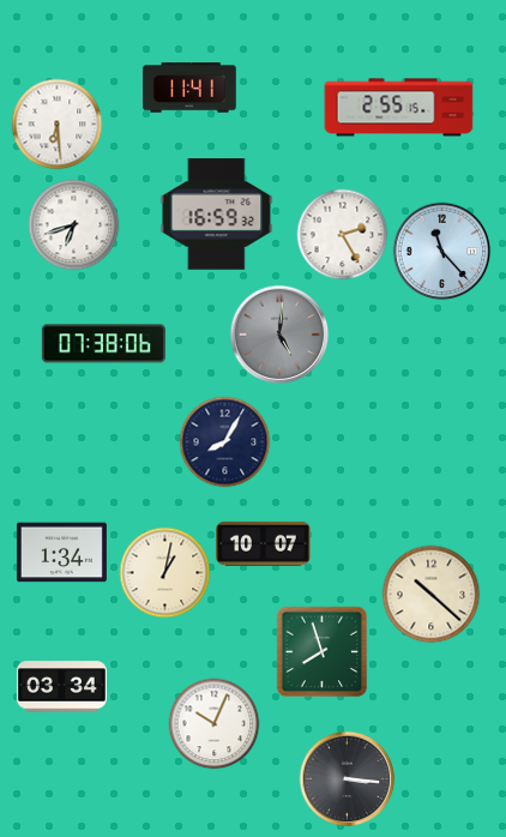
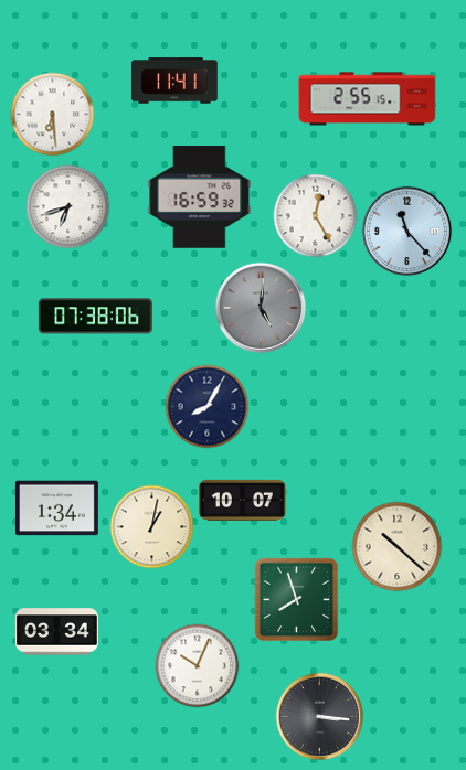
clock at (343, 235): 2:25 -> 12:25
clock at (279, 335) position: (279, 335) -> (261, 308)
